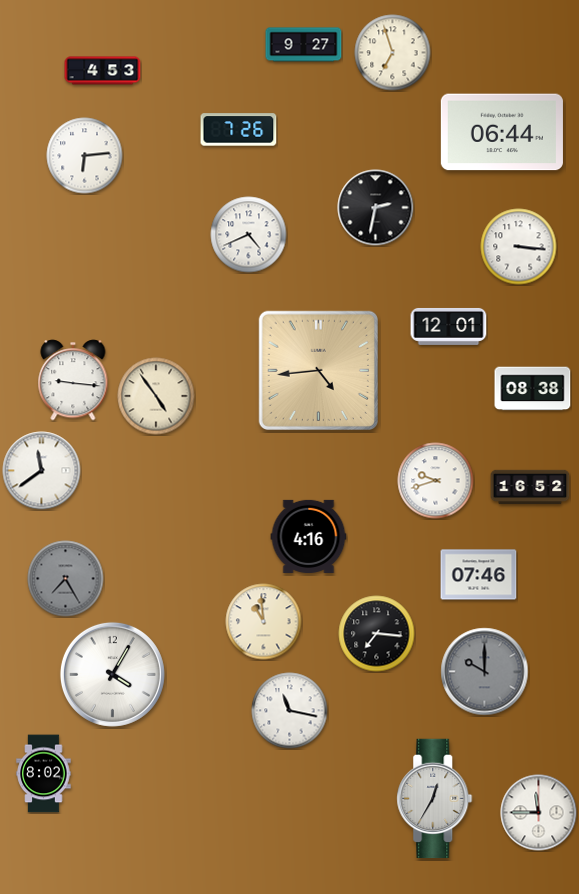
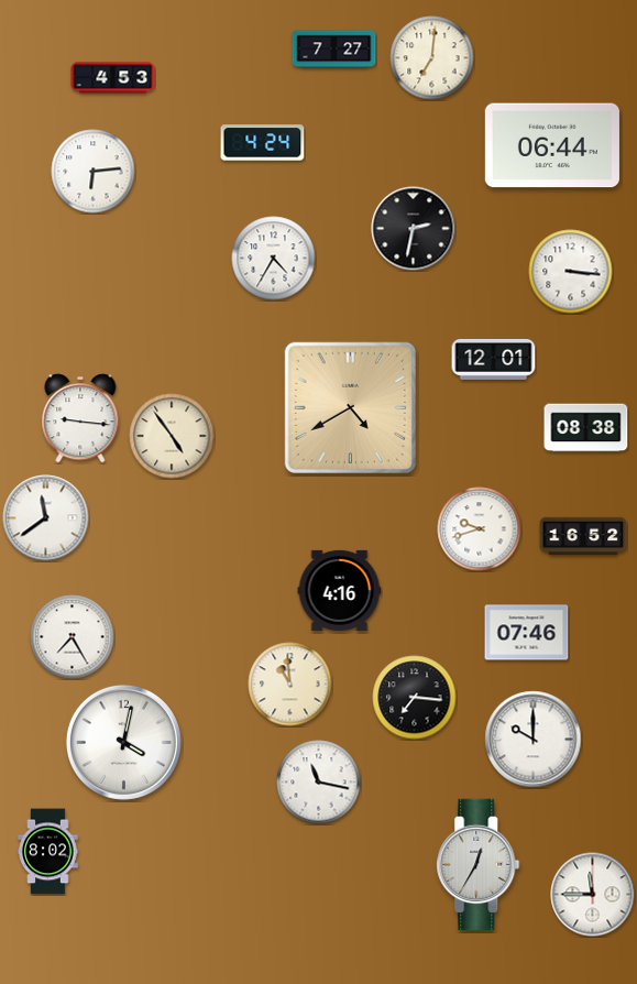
clock at (304, 45): 9:27 -> 7:27
clock at (393, 53): 6:57 -> 7:01
clock at (239, 130): 7:26 -> 4:24
clock at (249, 235): 4:41 -> 4:35
clock at (318, 370): 4:44 -> 4:40
clock at (66, 579) dial: grey -> white
clock at (485, 672) dial: grey -> white
clock at (112, 674): 4:05 -> 4:02
clock at (435, 799) position: (435, 799) -> (479, 865)
